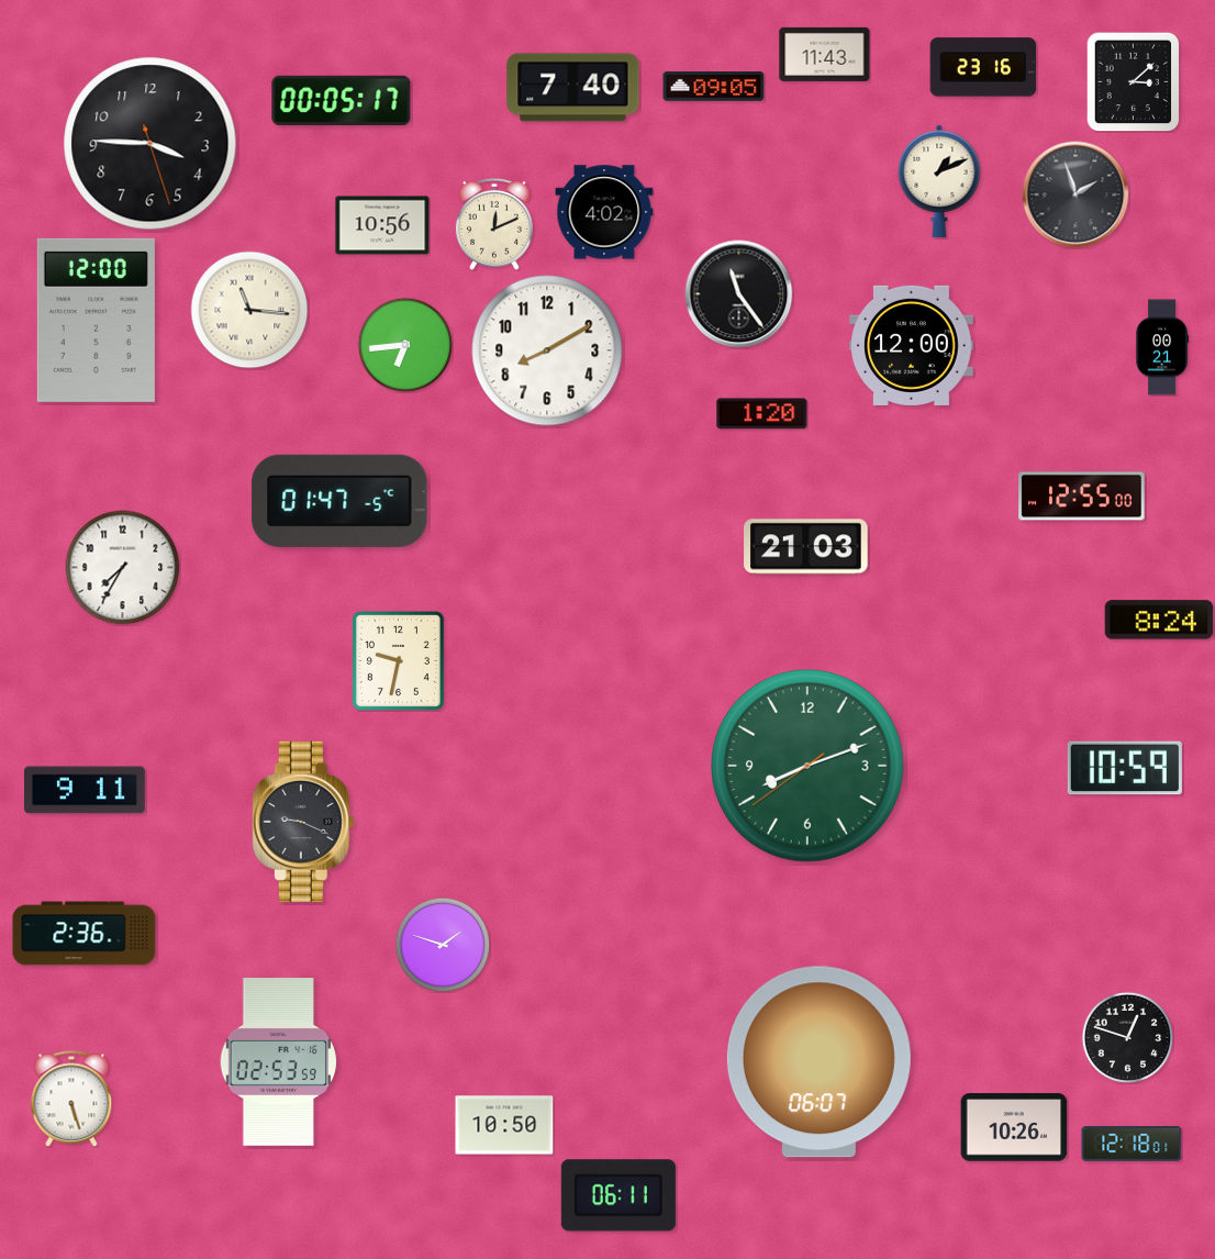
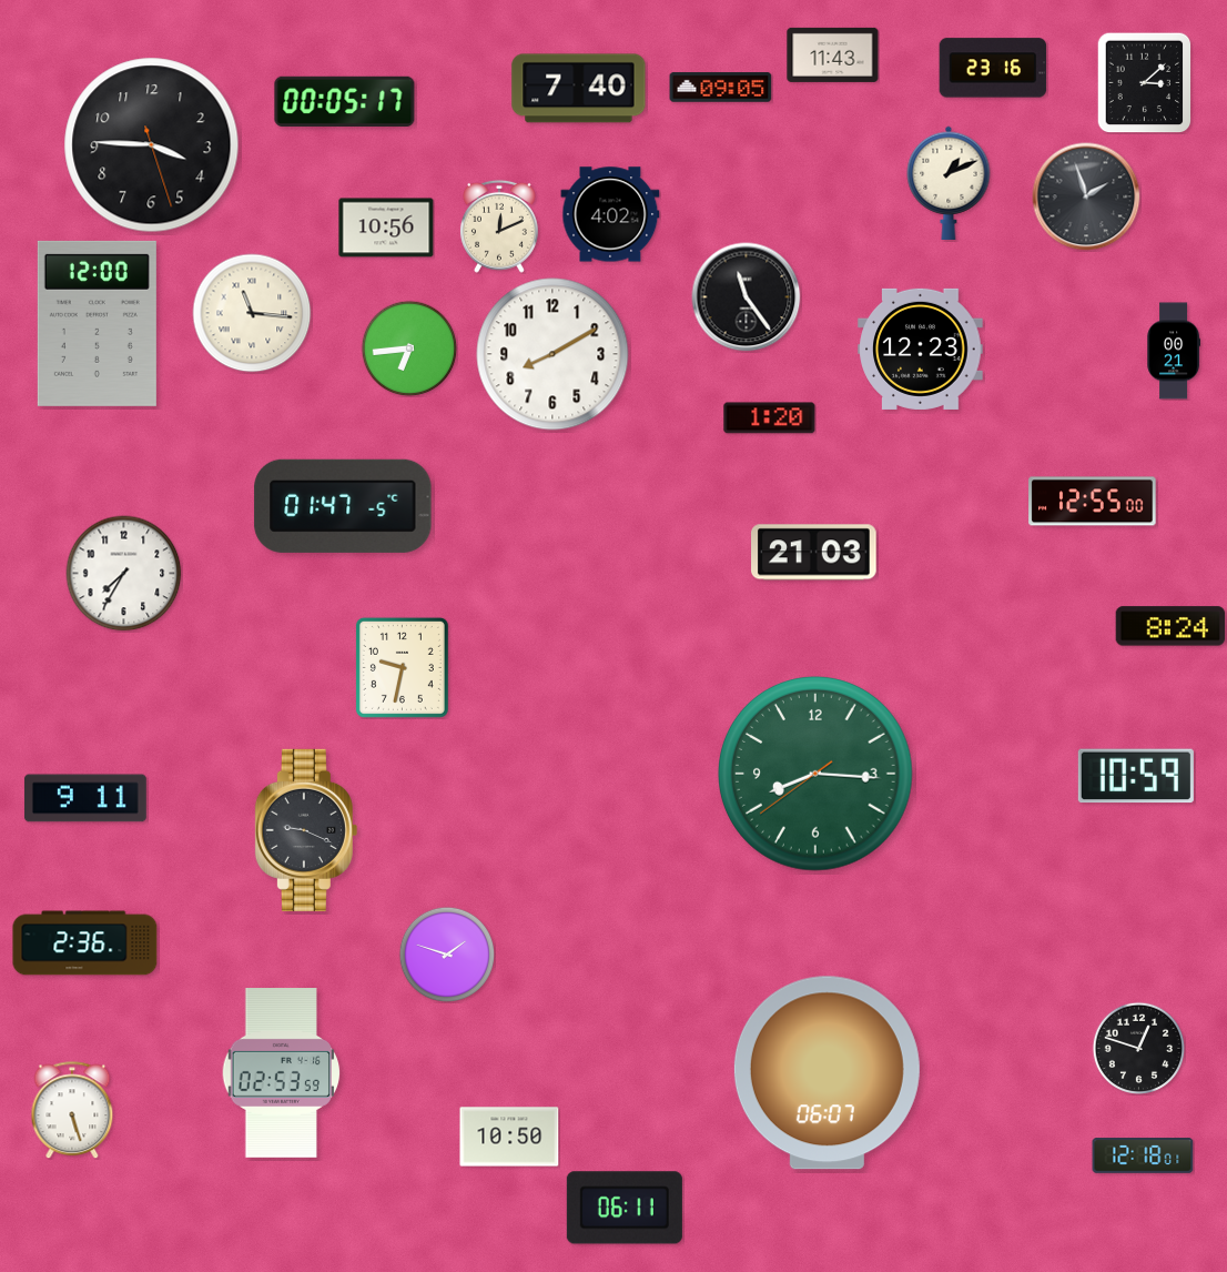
clock at (912, 345): 12:00 -> 12:23
clock at (809, 767): 8:11 -> 8:15
clock at (1014, 1127): 10:26 -> none
